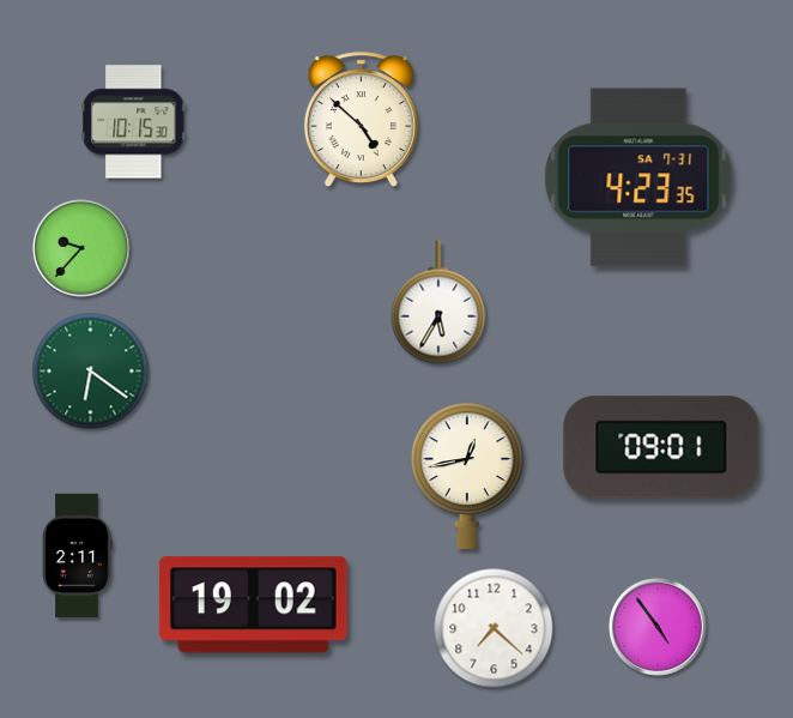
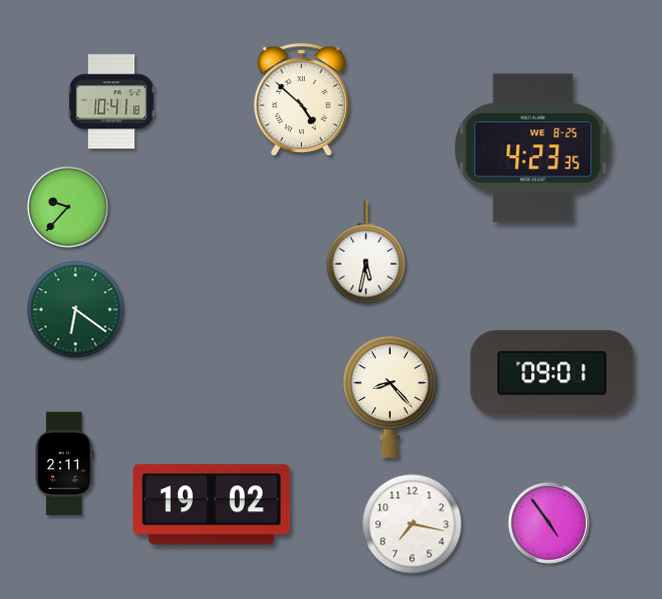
clock at (134, 122): 10:15 -> 10:41
clock at (638, 177) date: SA 7-31 -> WE 8-25
clock at (438, 302): 5:35 -> 5:32
clock at (467, 476): 12:43 -> 8:23
clock at (494, 628): 7:22 -> 7:17
